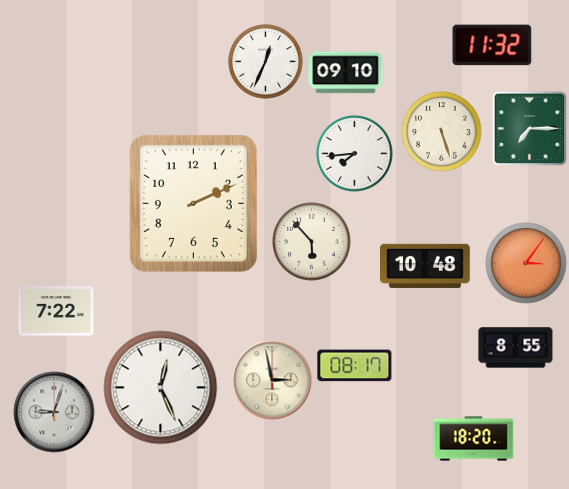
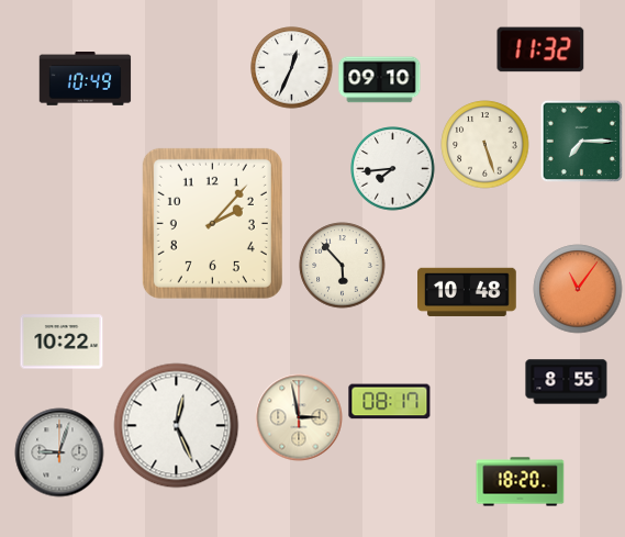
clock at (86, 79): none -> 10:49
clock at (355, 154) position: (355, 154) -> (393, 169)
clock at (193, 203): 2:11 -> 2:07
clock at (526, 263): 3:06 -> 11:06
clock at (56, 311): 7:22 -> 10:22
